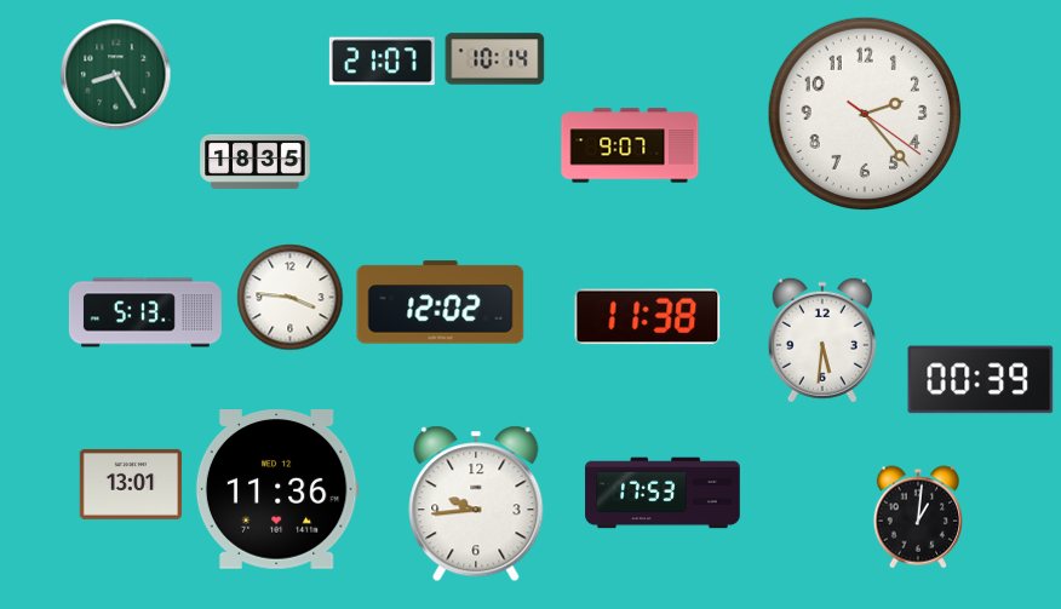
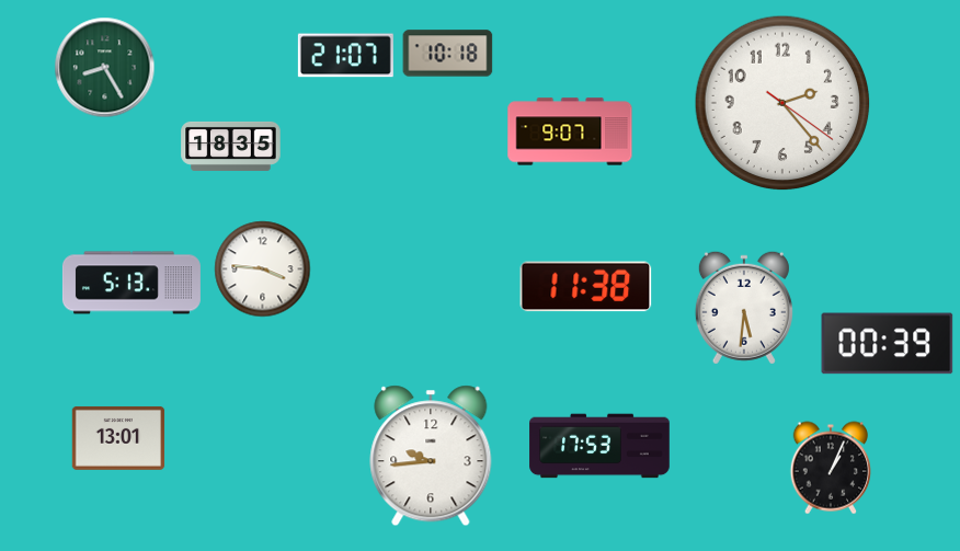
clock at (495, 59): 10:14 -> 10:18
clock at (441, 303): 12:02 -> none
clock at (277, 489): 11:36 -> none
clock at (917, 517): 1:01 -> 1:04
